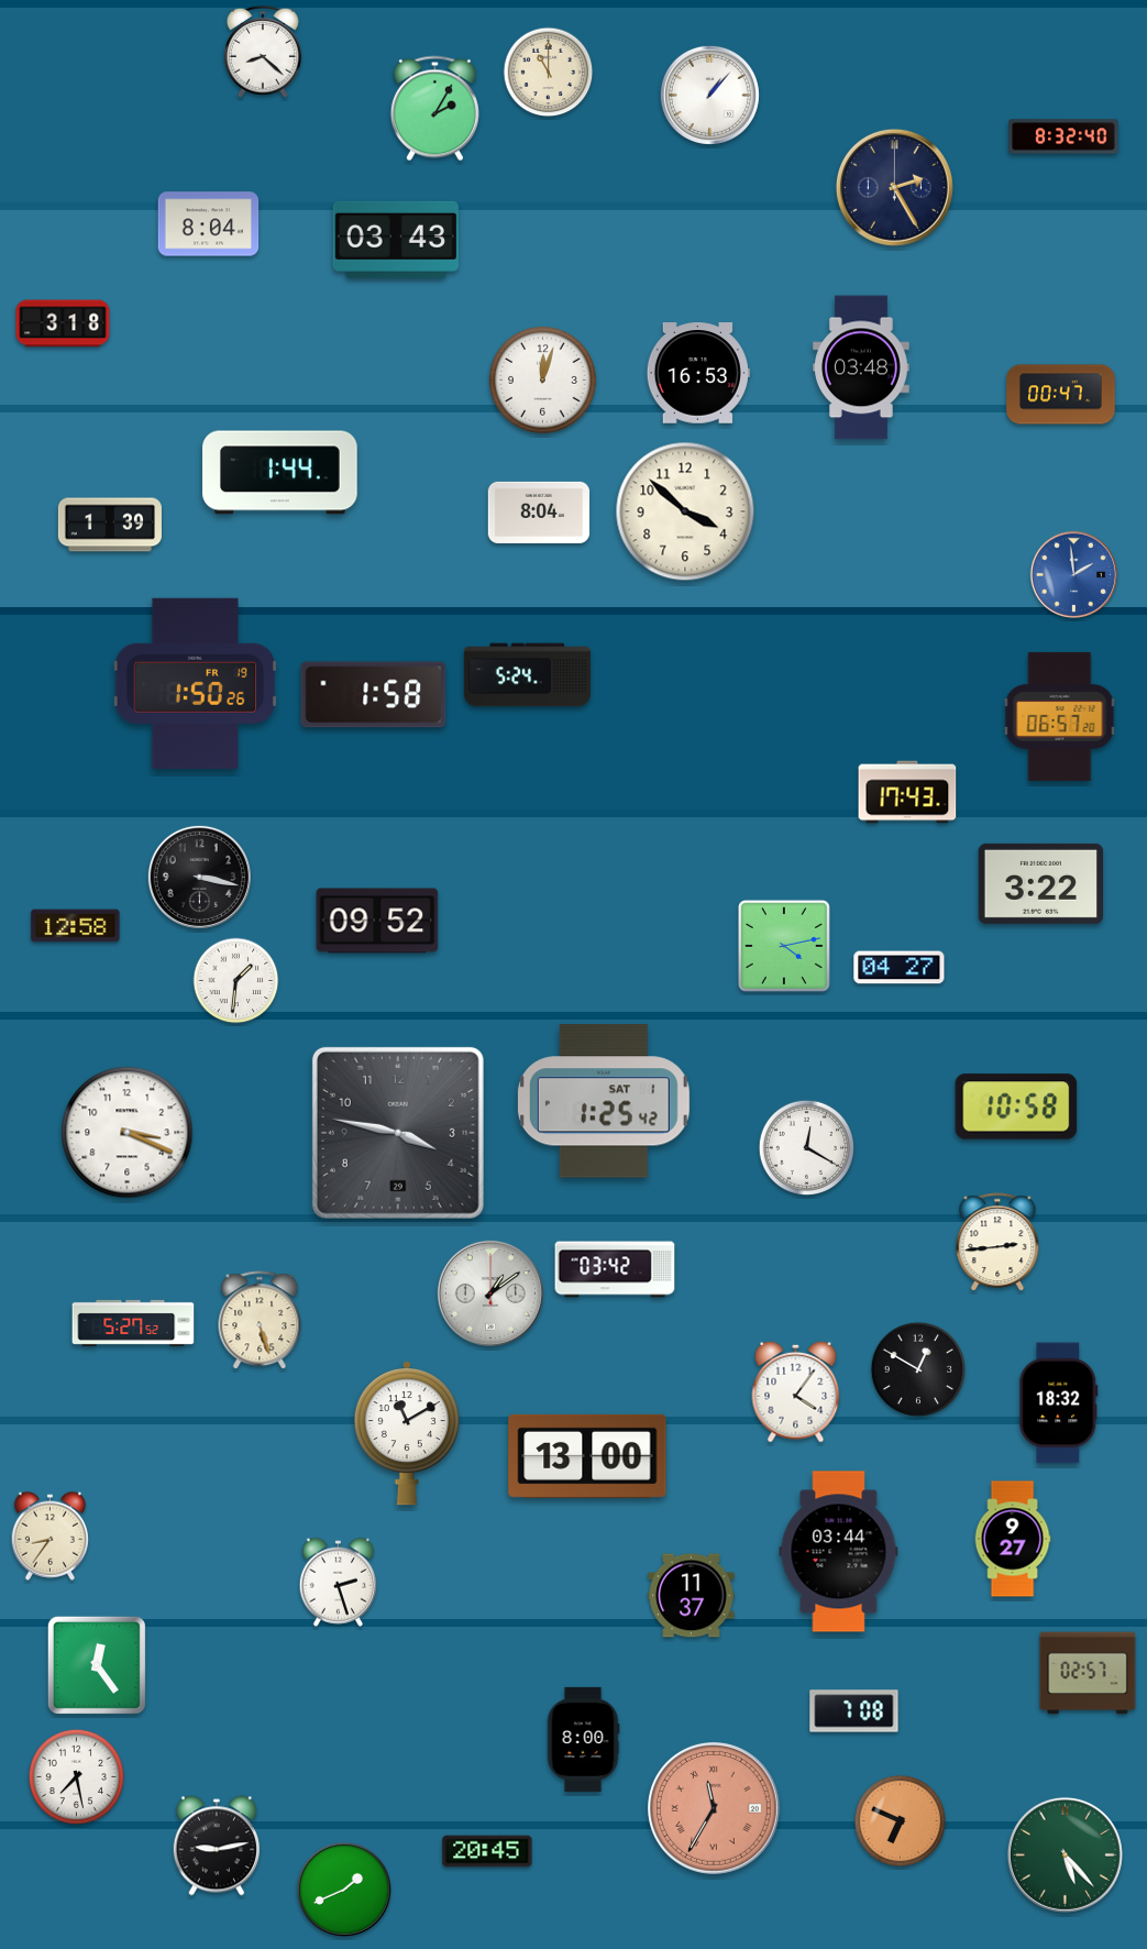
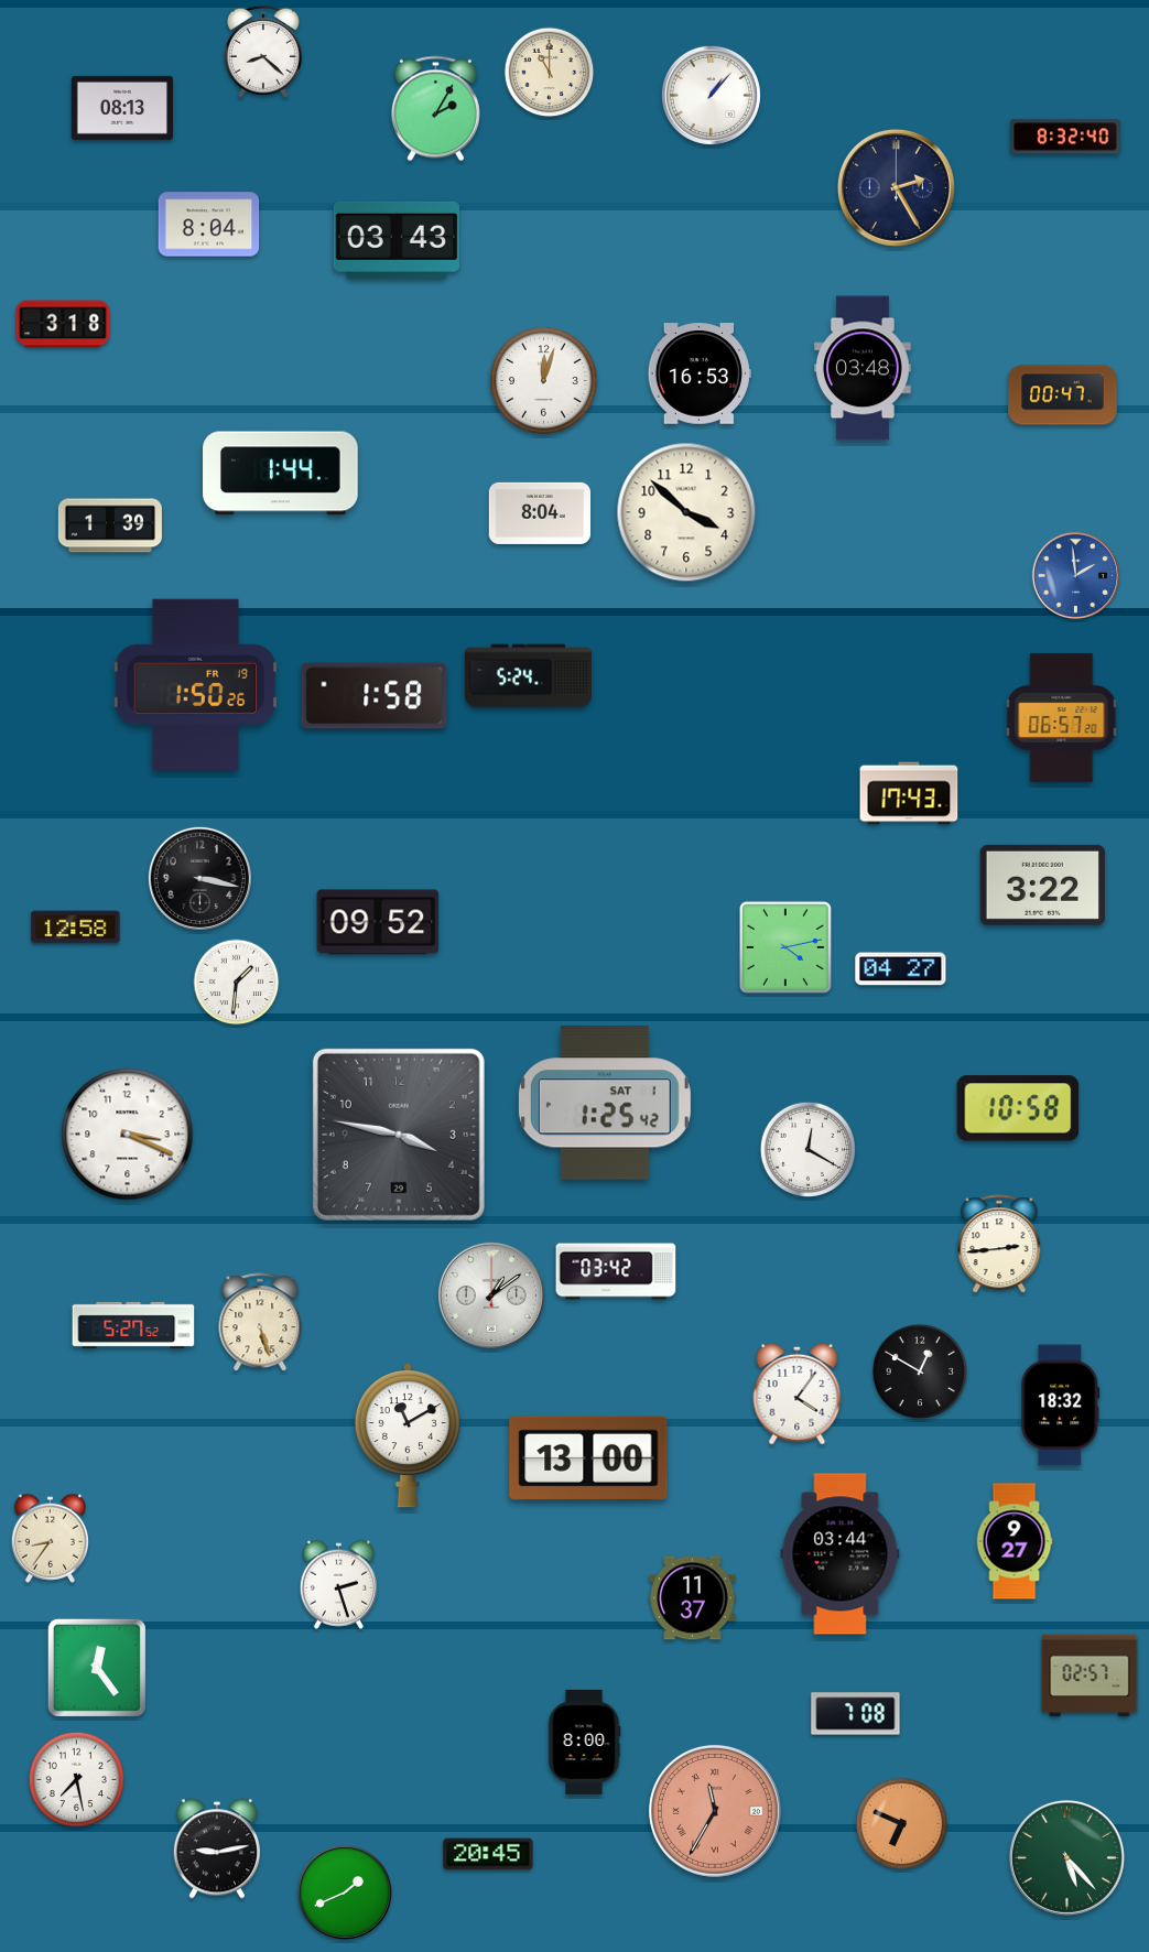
clock at (122, 108): none -> 08:13
